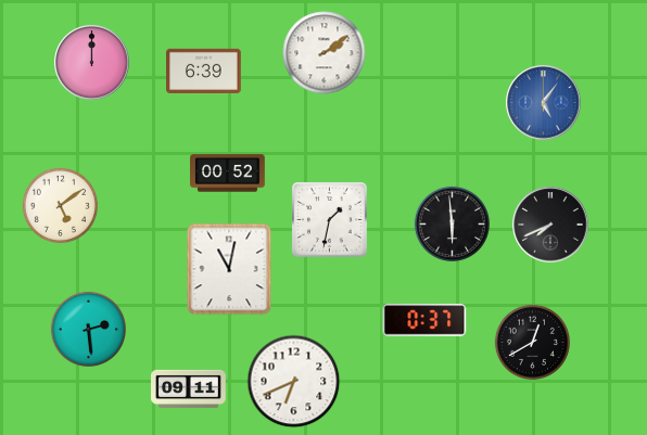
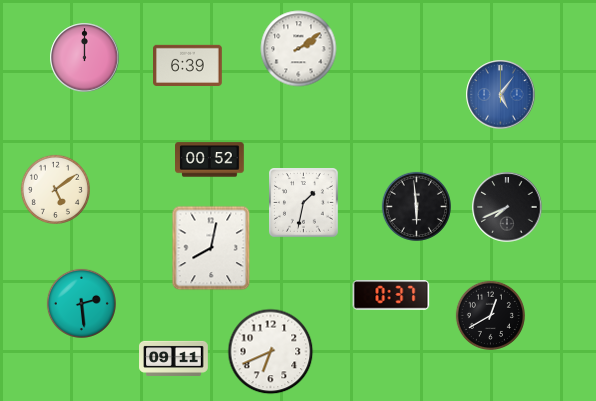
clock at (229, 269): 11:02 -> 8:02
